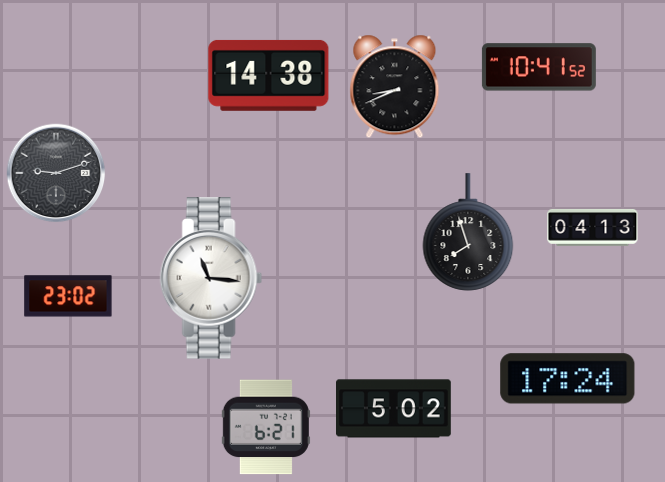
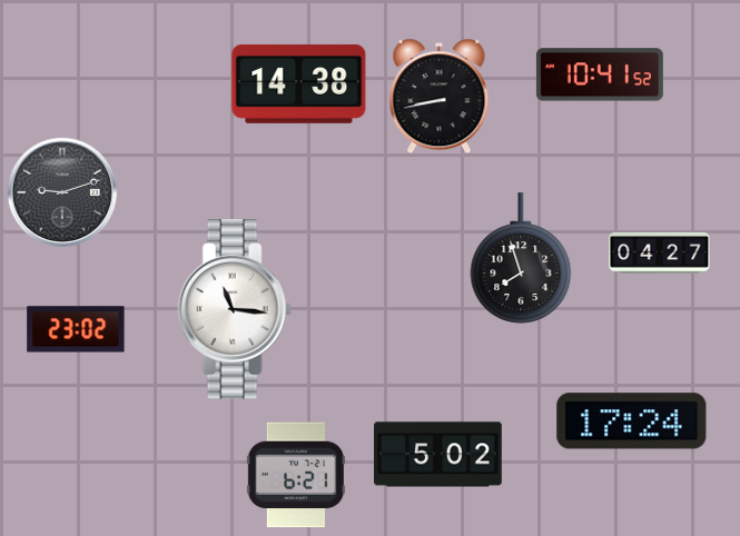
clock at (395, 87): 8:41 -> 8:43
clock at (593, 227): 04:13 -> 04:27
